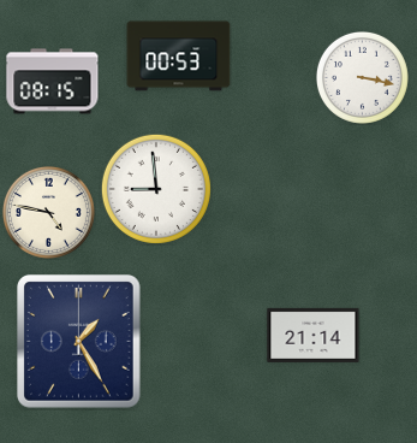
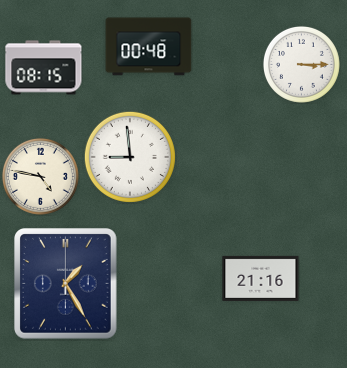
clock at (179, 57): 00:53 -> 00:48
clock at (362, 77): 3:17 -> 3:15
clock at (314, 335): 21:14 -> 21:16
